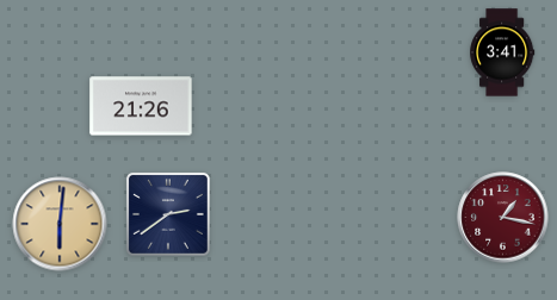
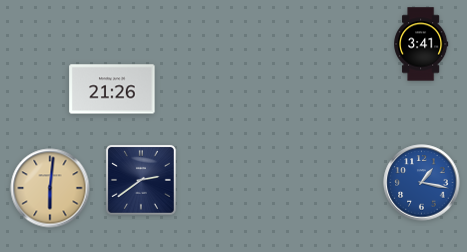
clock at (141, 106) position: (141, 106) -> (112, 89)
clock at (503, 218) dial: burgundy -> blue
